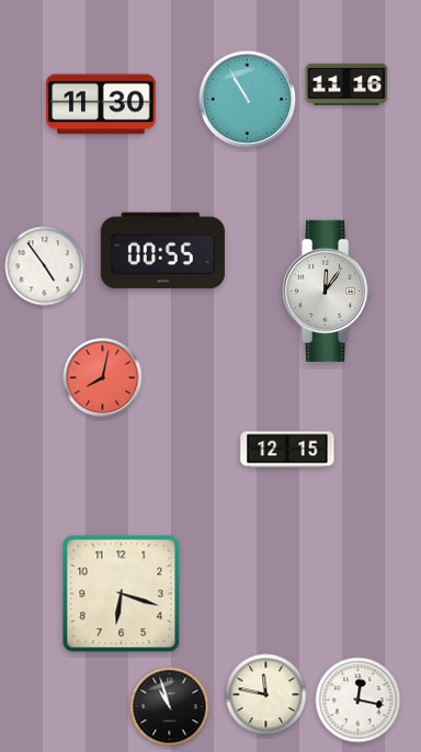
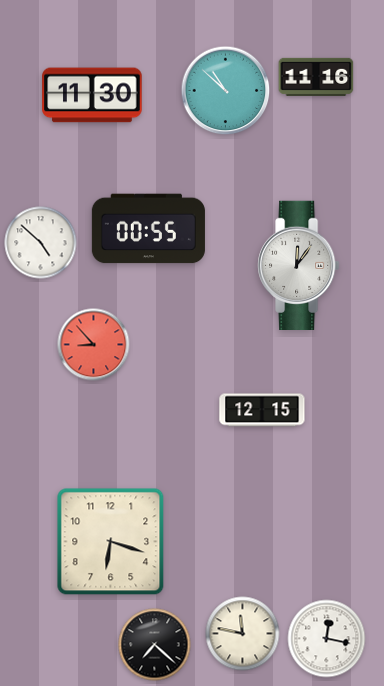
clock at (248, 100): 10:55 -> 10:52
clock at (45, 266): 4:54 -> 4:52
clock at (103, 378): 8:02 -> 8:53
clock at (170, 707): 10:57 -> 7:22
